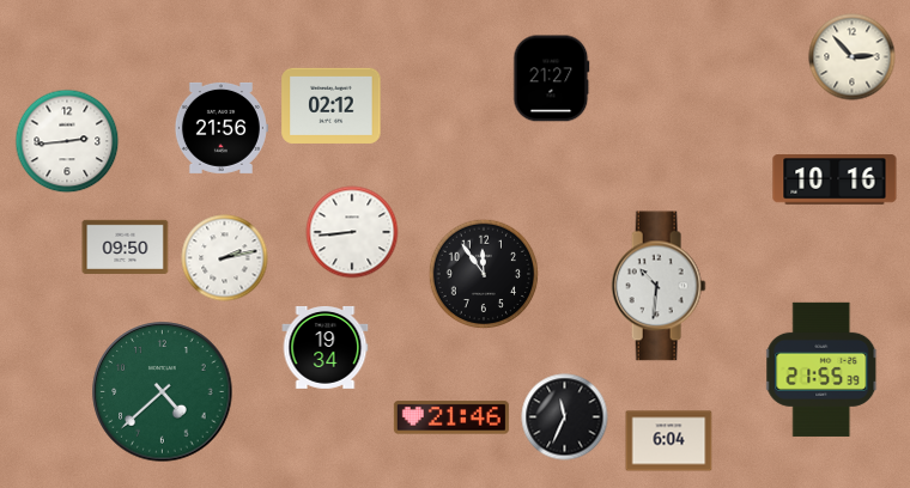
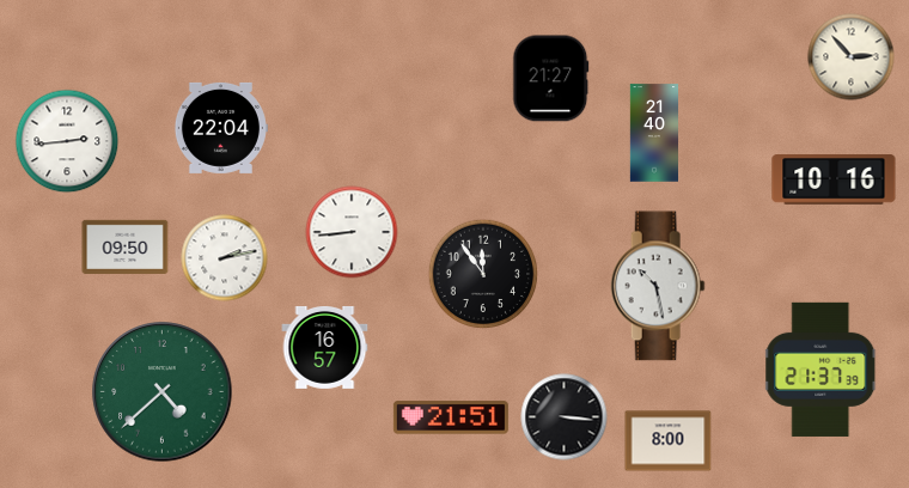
clock at (332, 105): 02:12 -> none
clock at (220, 128): 21:56 -> 22:04
clock at (653, 133): none -> 21:40
clock at (659, 286): 10:31 -> 10:28
clock at (326, 347): 19:34 -> 16:57
clock at (823, 370): 21:55 -> 21:37
clock at (451, 417): 21:46 -> 21:51
clock at (565, 417): 11:34 -> 3:16
clock at (669, 441): 6:04 -> 8:00
